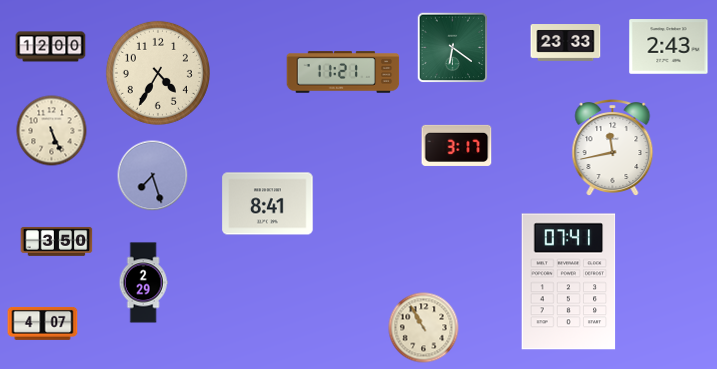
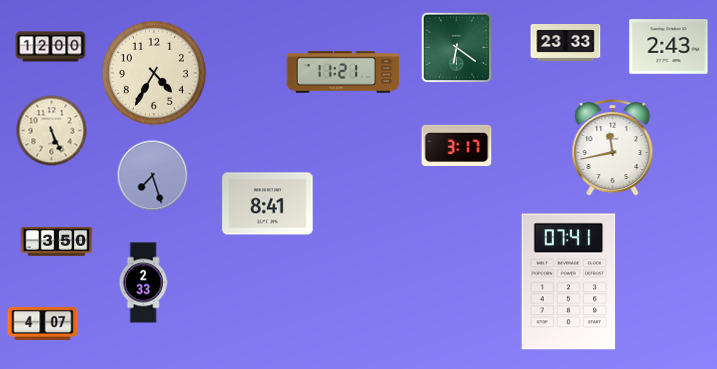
clock at (453, 48) position: (453, 48) -> (457, 48)
clock at (158, 73) position: (158, 73) -> (154, 73)
clock at (143, 283): 2:29 -> 2:33
clock at (424, 328): 10:55 -> none
